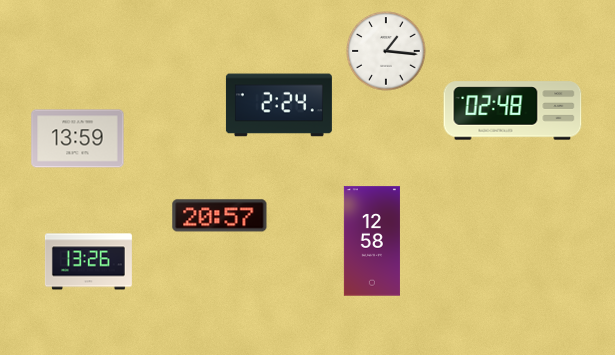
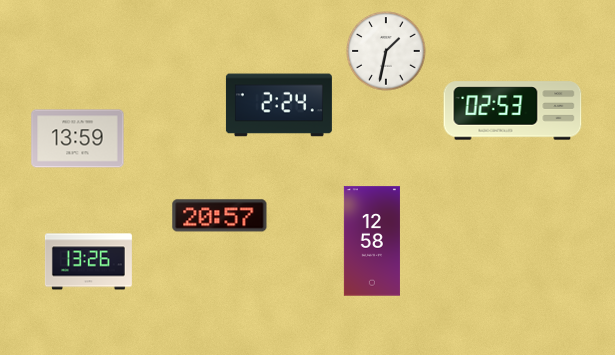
clock at (386, 51): 1:16 -> 1:32
clock at (513, 111): 02:48 -> 02:53
